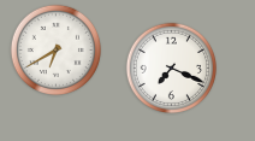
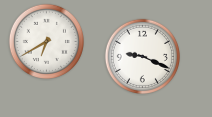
clock at (171, 67): 7:19 -> 9:19
